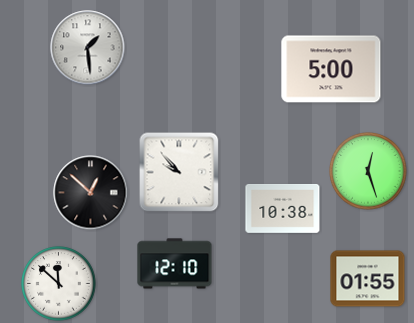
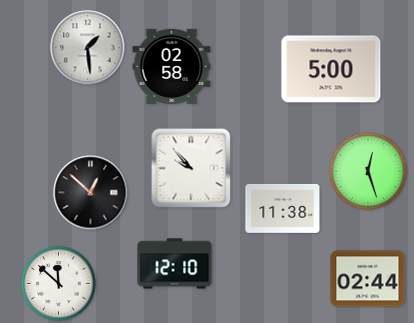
clock at (172, 66): none -> 02:58
clock at (179, 172) position: (179, 172) -> (191, 168)
clock at (283, 208): 10:38 -> 11:38
clock at (368, 279): 01:55 -> 02:44
